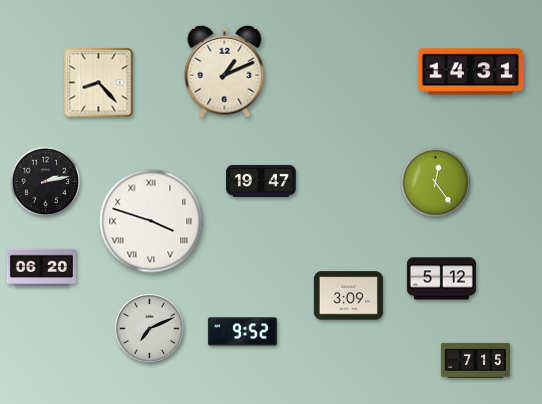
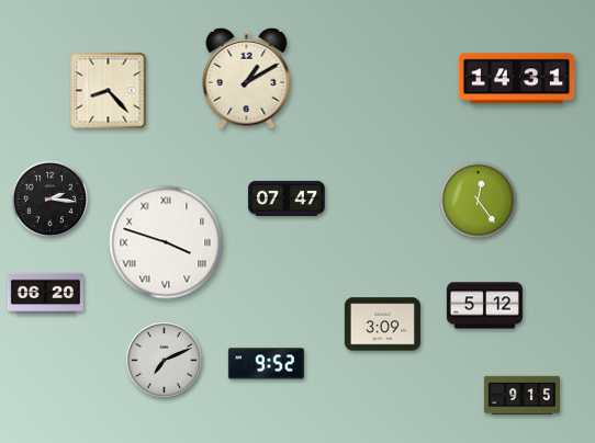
clock at (225, 71): 1:11 -> 1:10
clock at (261, 181): 19:47 -> 07:47
clock at (46, 182): 2:13 -> 2:16
clock at (475, 360): 7:15 -> 9:15
